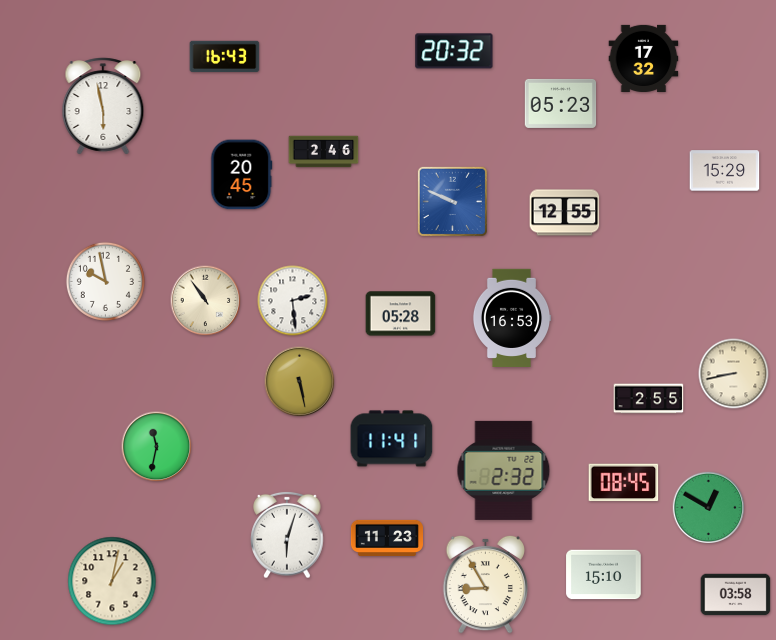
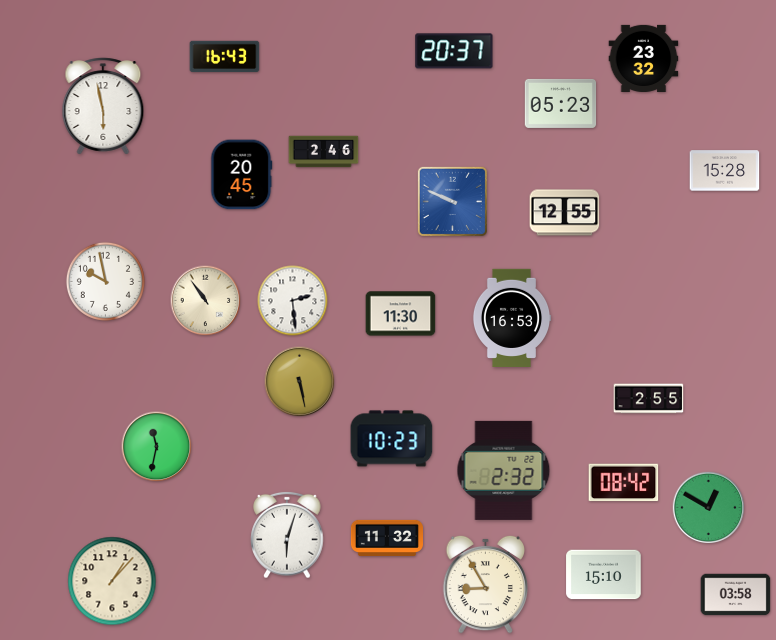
clock at (454, 51): 20:32 -> 20:37
clock at (644, 58): 17:32 -> 23:32
clock at (725, 171): 15:29 -> 15:28
clock at (401, 314): 05:28 -> 11:30
clock at (734, 374): 8:43 -> none
clock at (392, 439): 11:41 -> 10:23
clock at (624, 483): 08:45 -> 08:42
clock at (386, 537): 11:23 -> 11:32
clock at (112, 581): 1:02 -> 1:07
